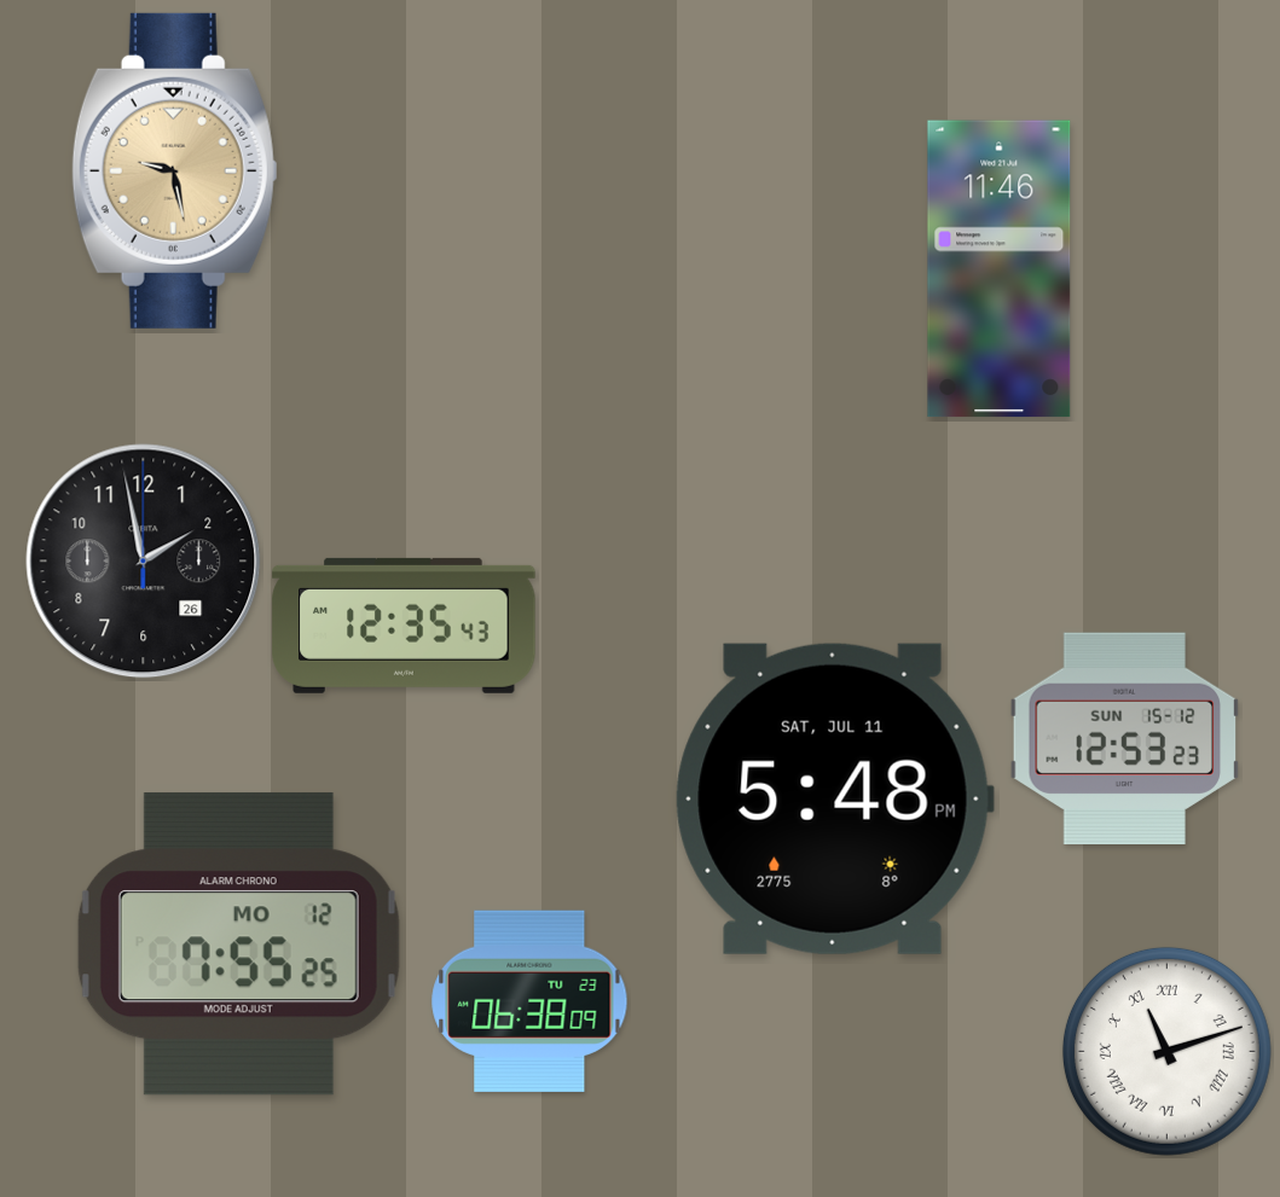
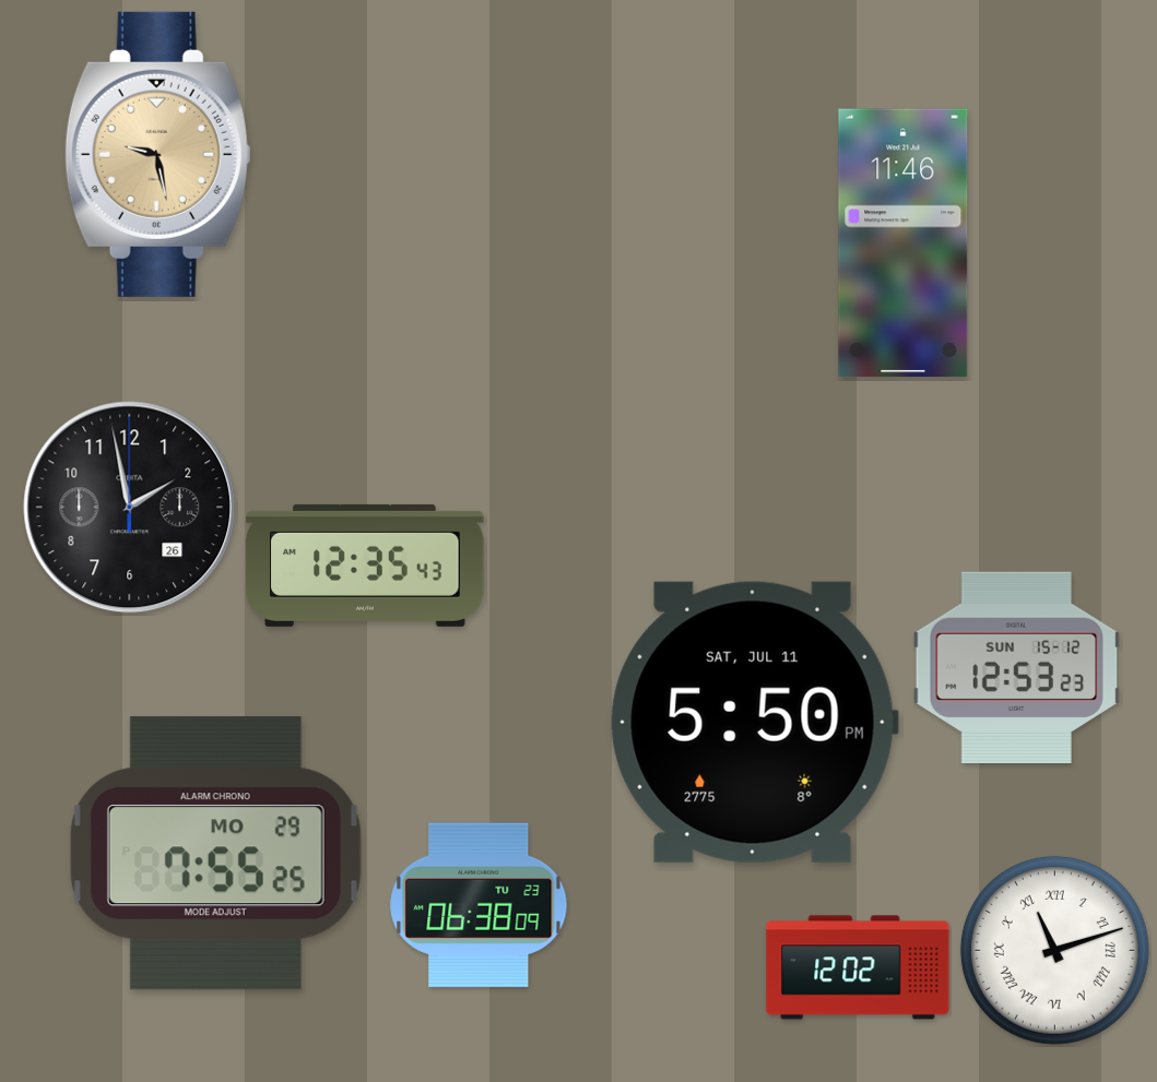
clock at (834, 798): 5:48 -> 5:50
clock at (238, 945) date: MO 12 -> MO 29
clock at (858, 967): none -> 12:02
